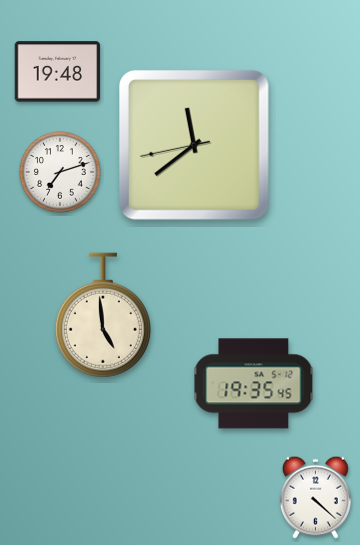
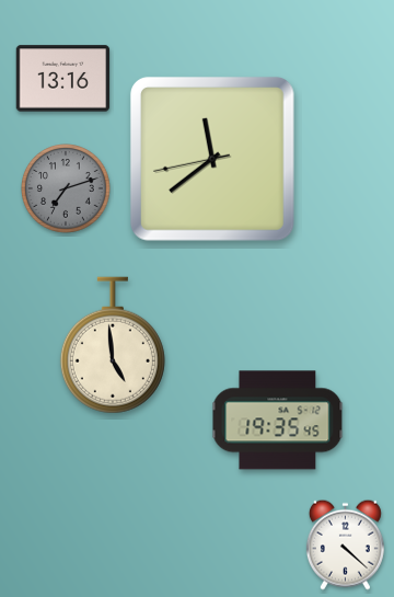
clock at (58, 72): 19:48 -> 13:16
clock at (60, 172) dial: white -> grey
